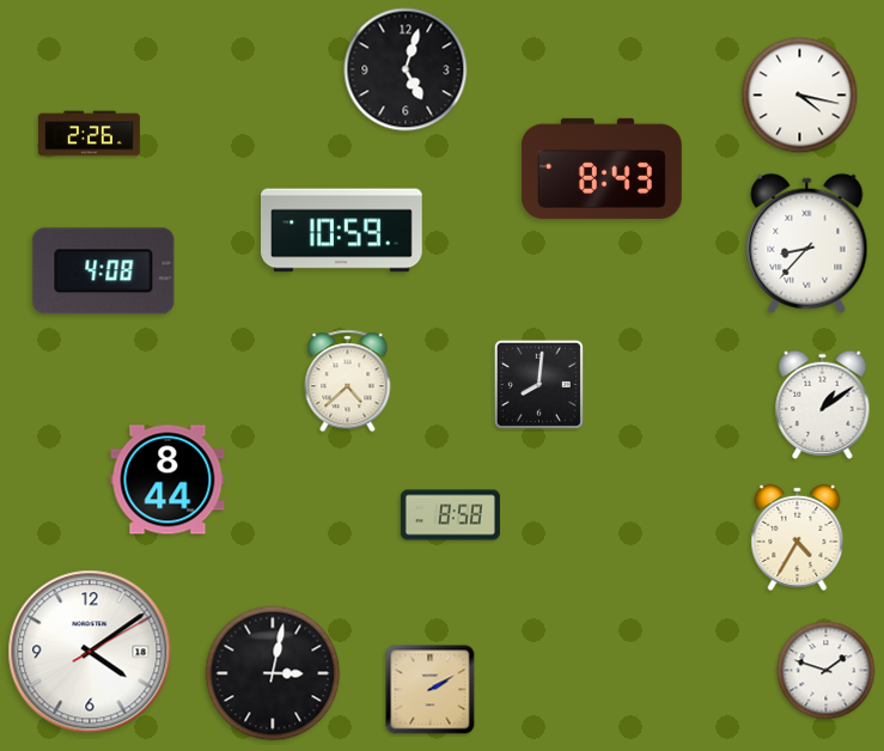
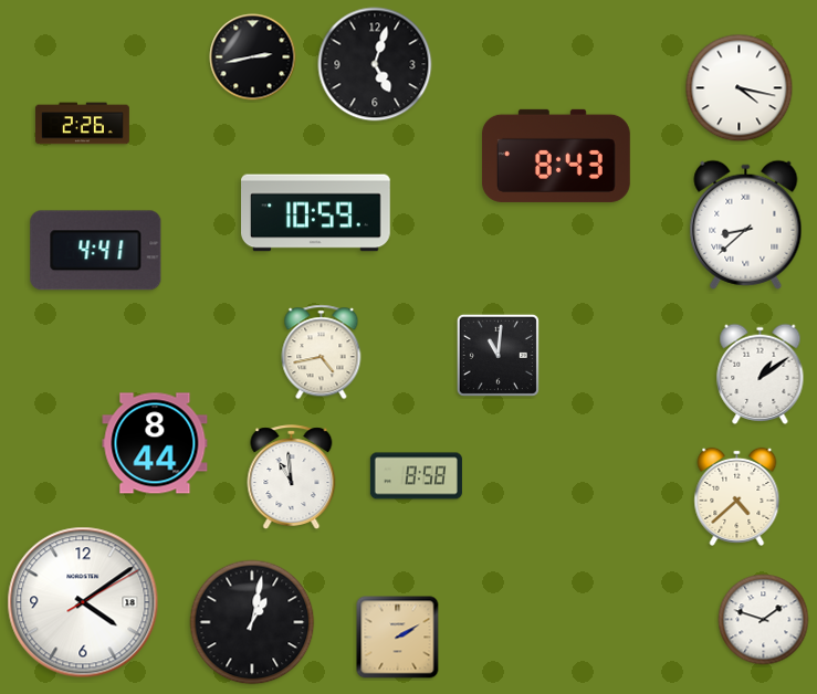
clock at (253, 57): none -> 2:43
clock at (807, 243): 8:37 -> 8:38
clock at (104, 271): 4:08 -> 4:41
clock at (348, 381): 4:38 -> 4:43
clock at (538, 384): 8:01 -> 11:01
clock at (292, 476): none -> 10:59
clock at (798, 537): 4:35 -> 4:38
clock at (273, 673): 3:02 -> 1:02
